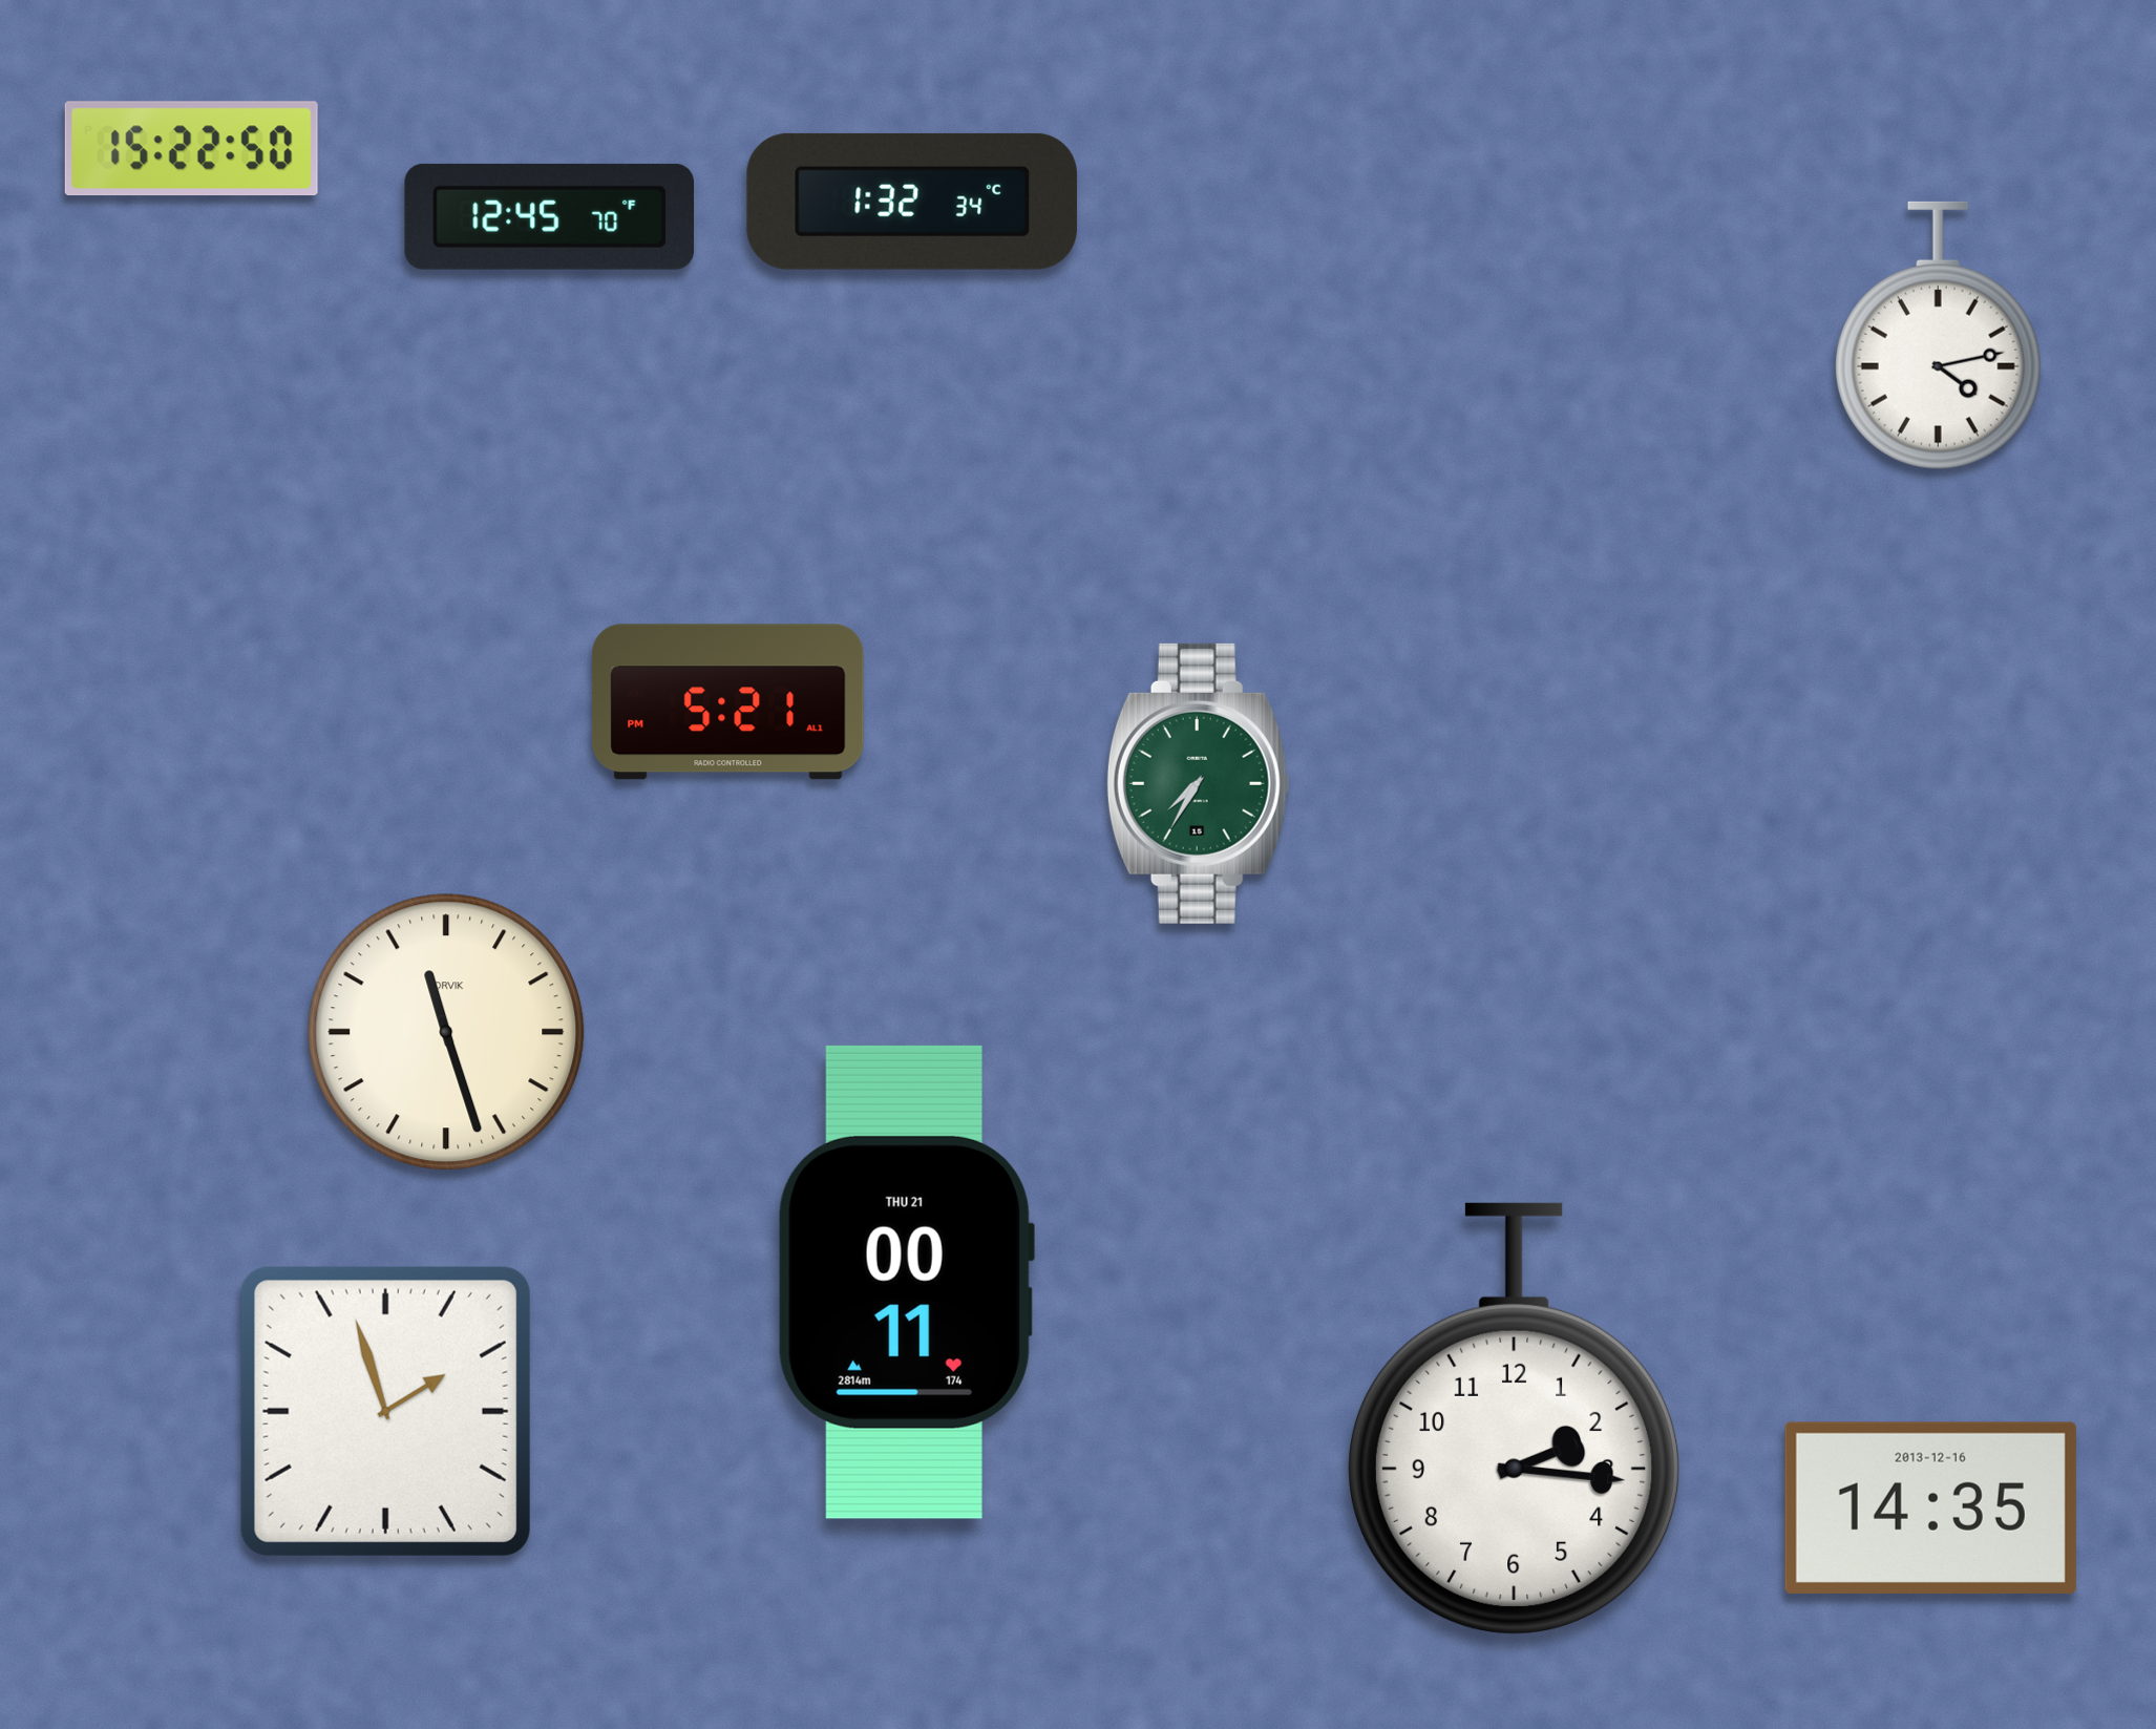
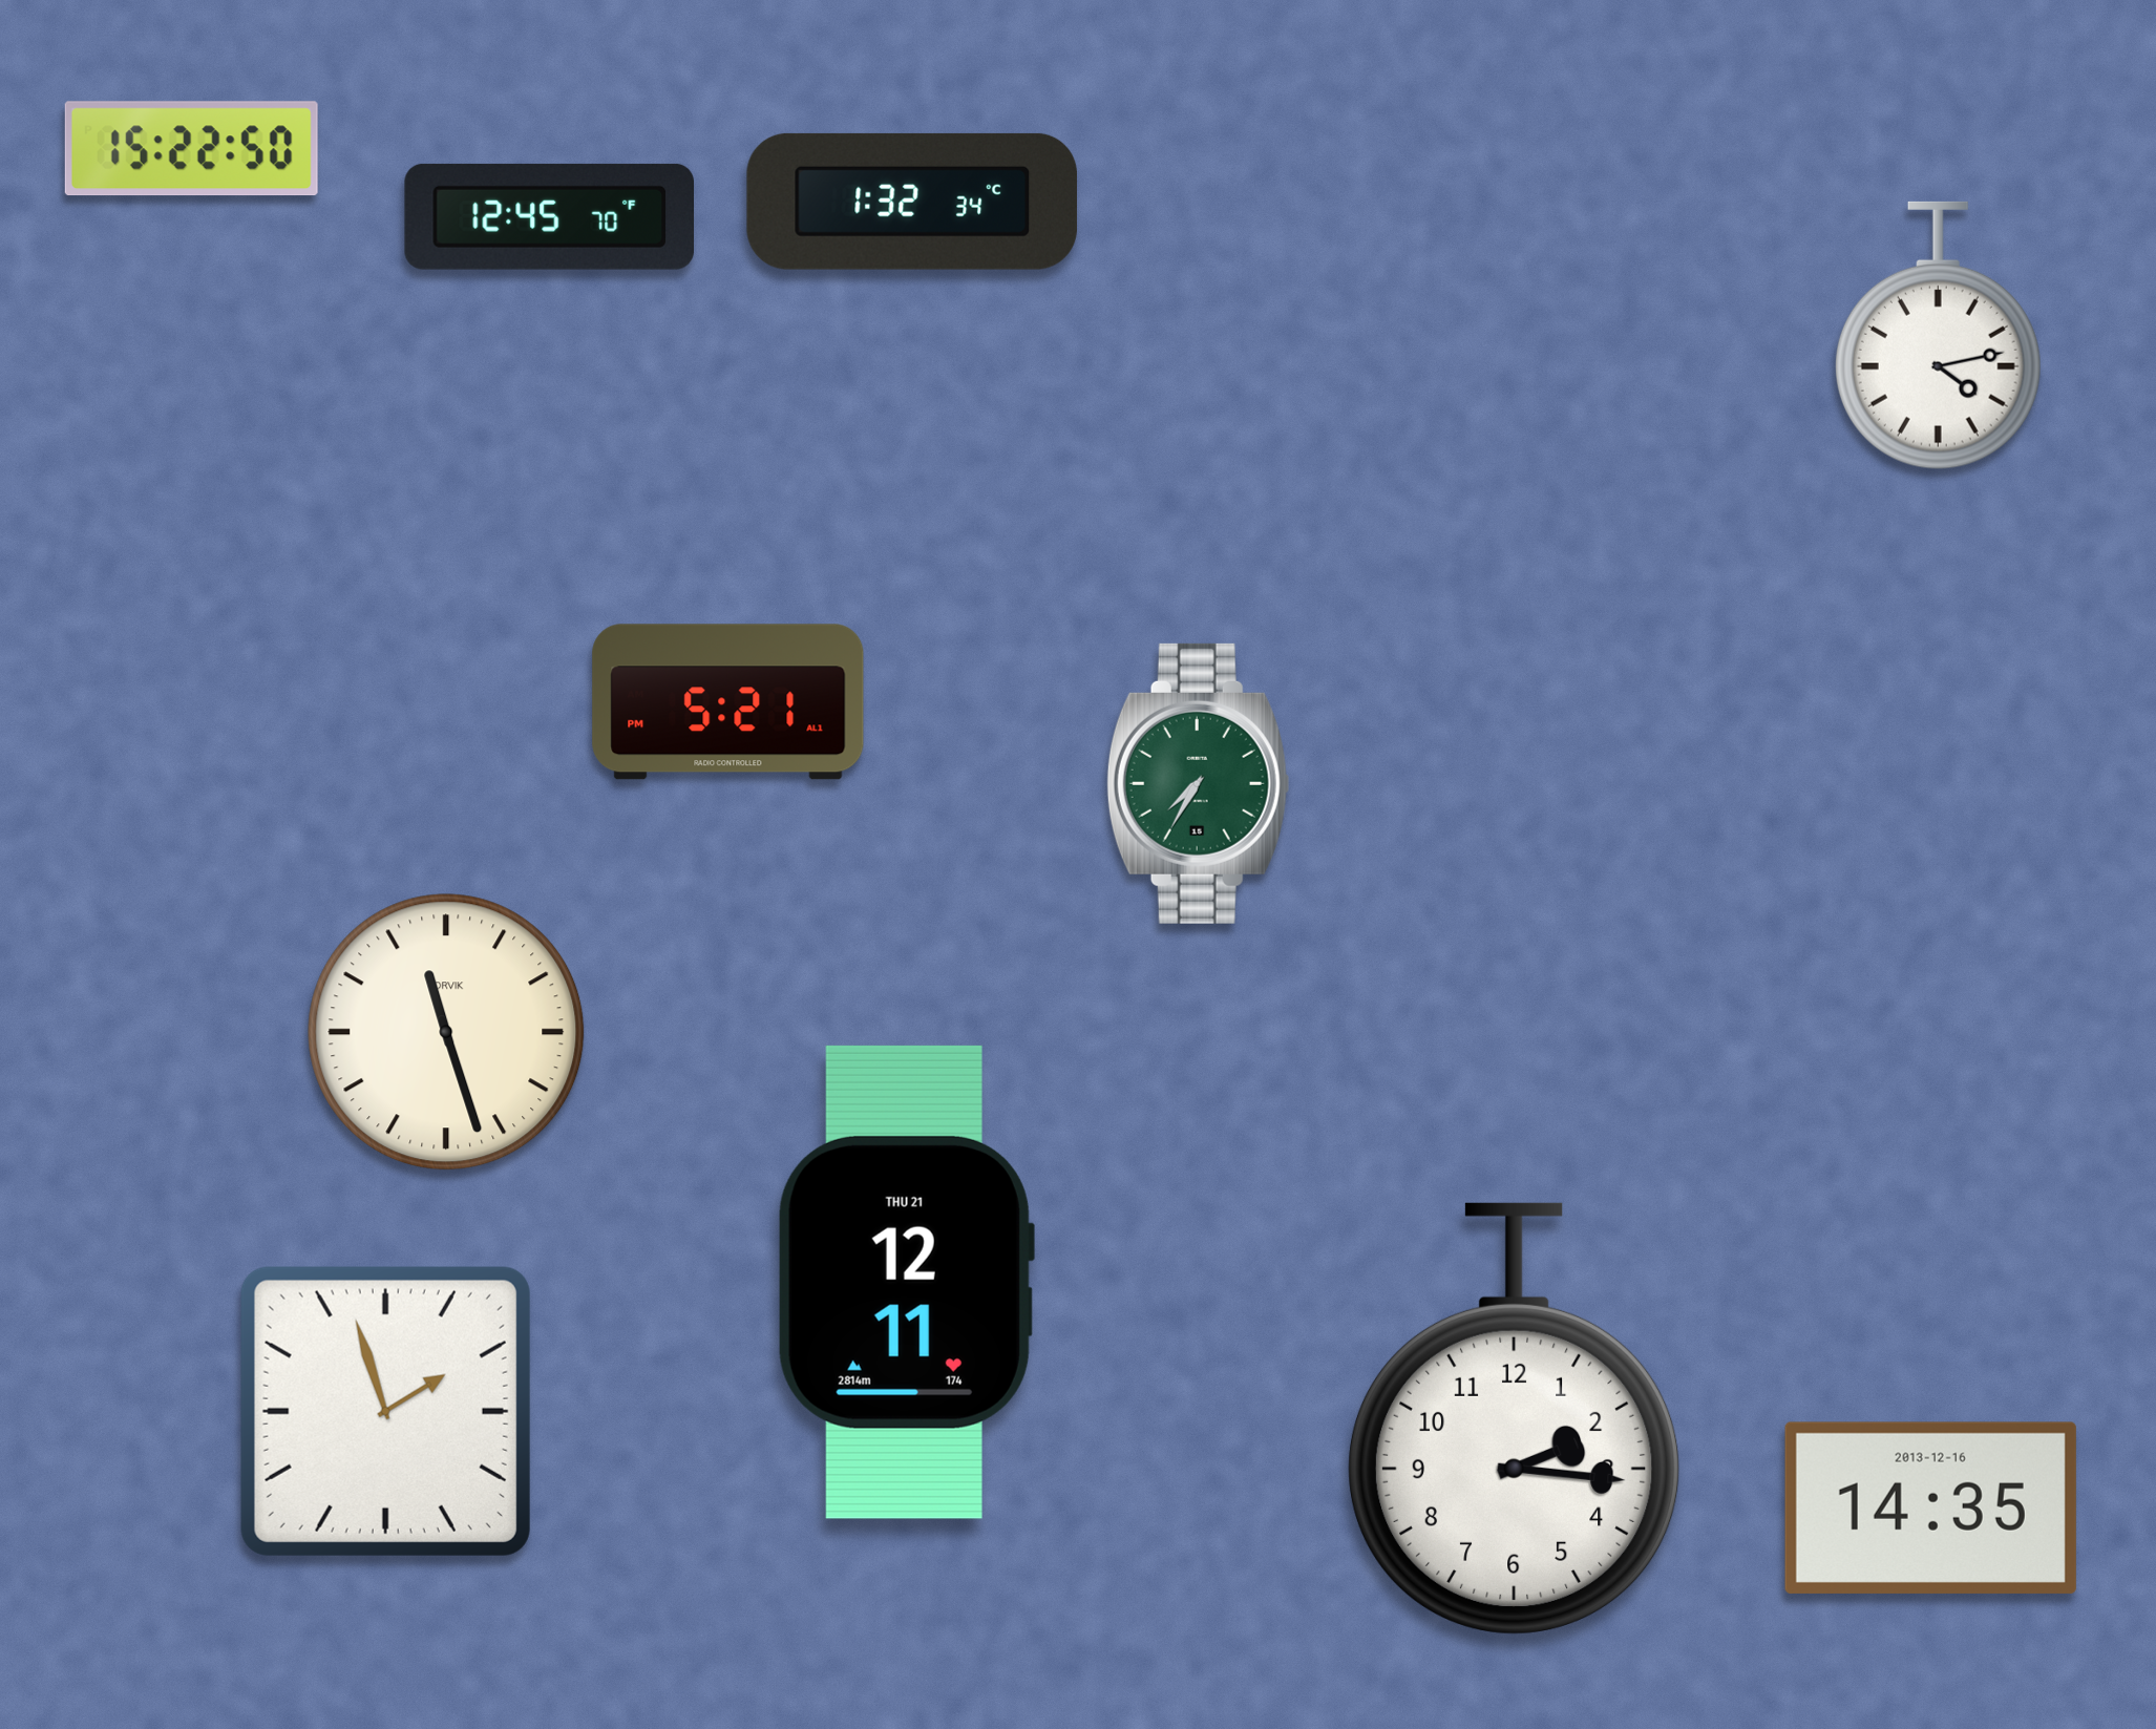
clock at (906, 1282): 00:11 -> 12:11
